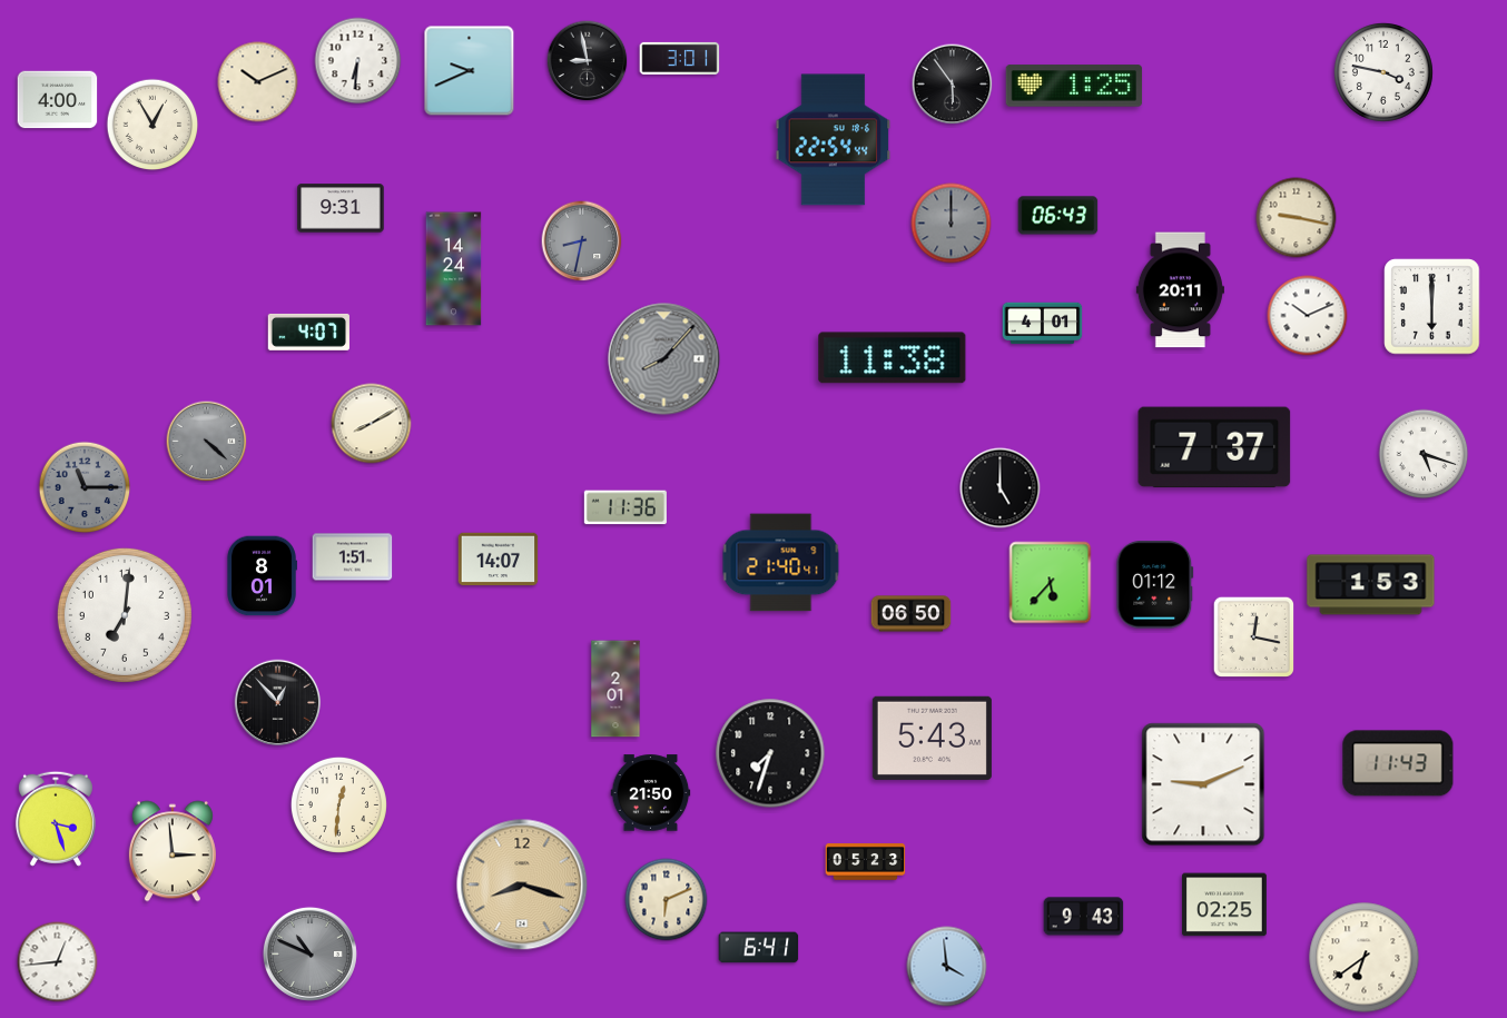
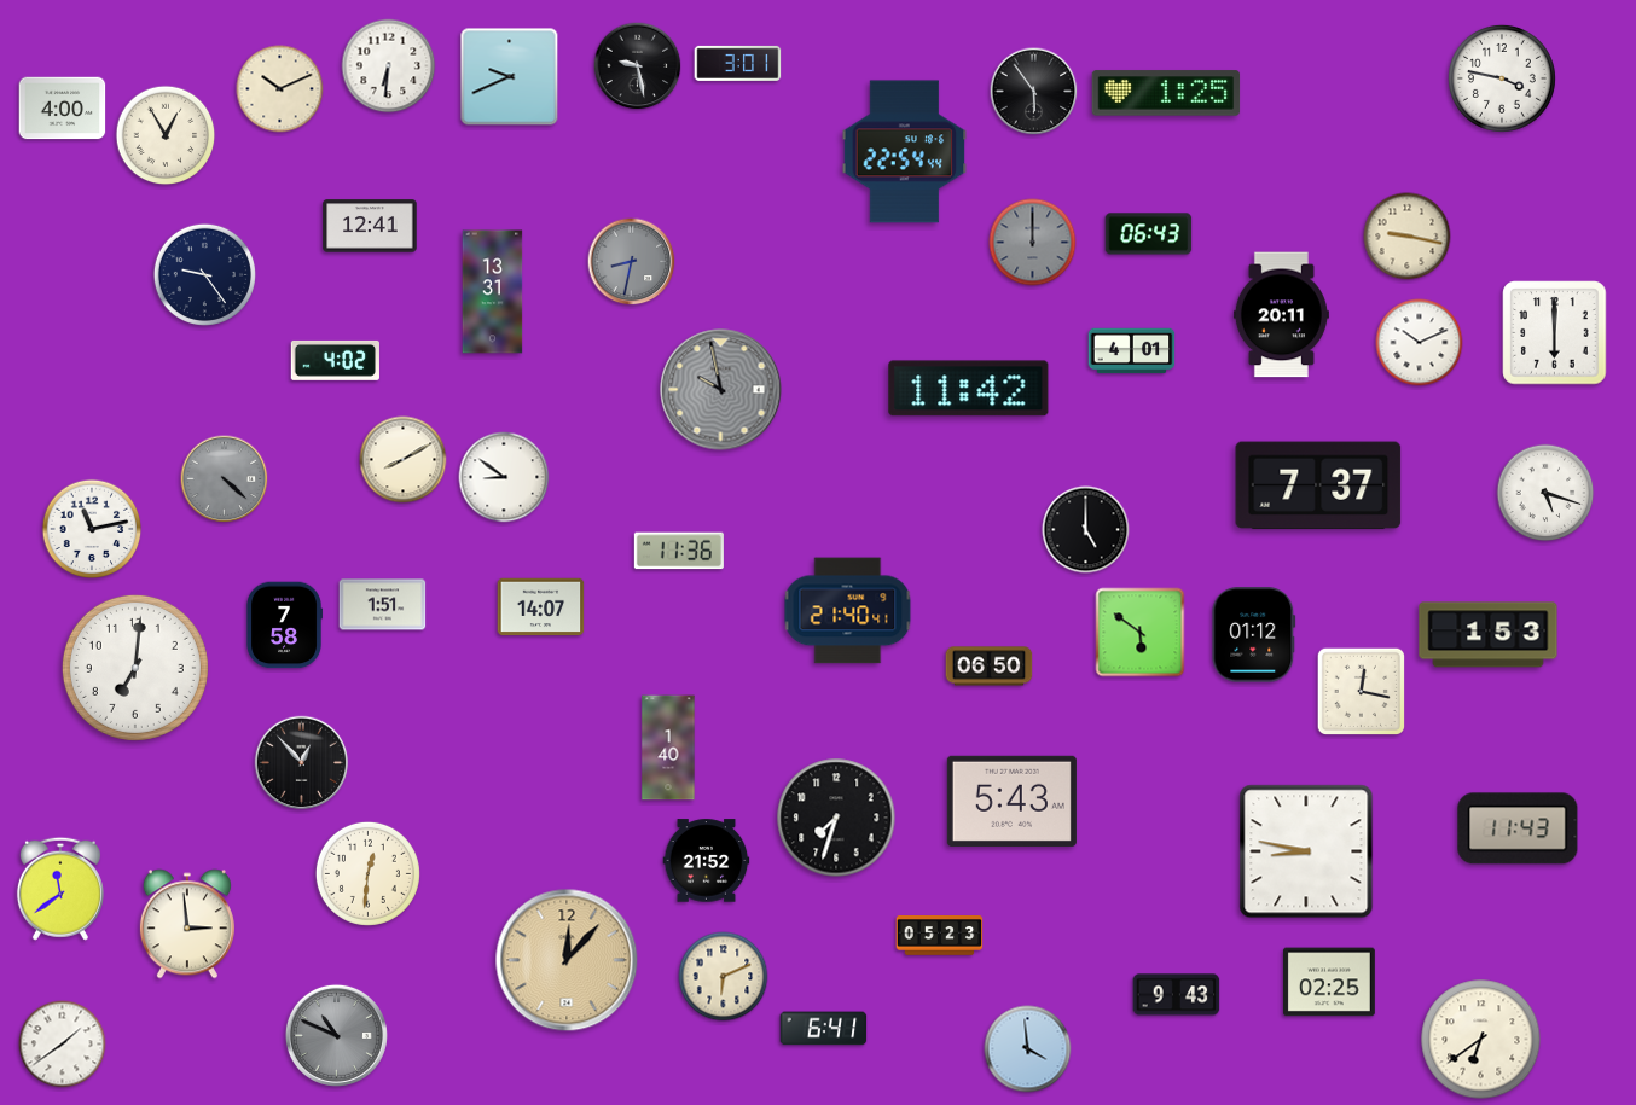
clock at (588, 61): 8:58 -> 9:28
clock at (341, 208): 9:31 -> 12:41
clock at (204, 274): none -> 9:24
clock at (454, 269): 14:24 -> 13:31
clock at (308, 332): 4:07 -> 4:02
clock at (893, 358): 11:38 -> 11:42
clock at (664, 359): 8:07 -> 9:58
clock at (504, 477): none -> 8:51
clock at (85, 487): 11:15 -> 11:13
clock at (85, 487) dial: grey -> white
clock at (262, 576): 8:01 -> 7:58
clock at (1051, 583): 5:37 -> 5:51
clock at (615, 689): 2:01 -> 1:40
clock at (1203, 784): 9:11 -> 8:47
clock at (651, 793): 21:50 -> 21:52
clock at (56, 819): 3:27 -> 11:39
clock at (522, 884): 8:18 -> 12:07
clock at (58, 962): 12:44 -> 1:39
